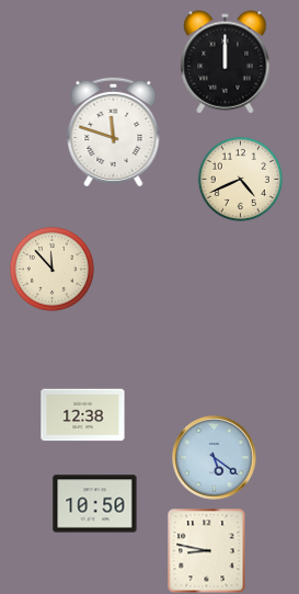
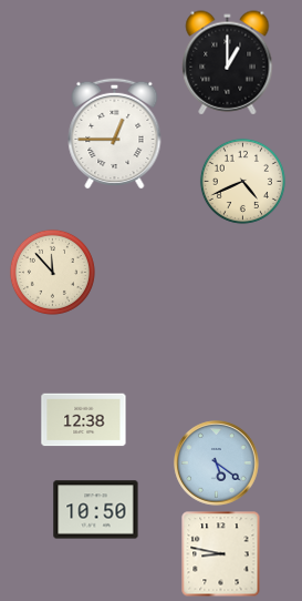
clock at (226, 62): 12:00 -> 1:00
clock at (114, 132): 11:48 -> 12:45
clock at (207, 550) position: (207, 550) -> (221, 553)
